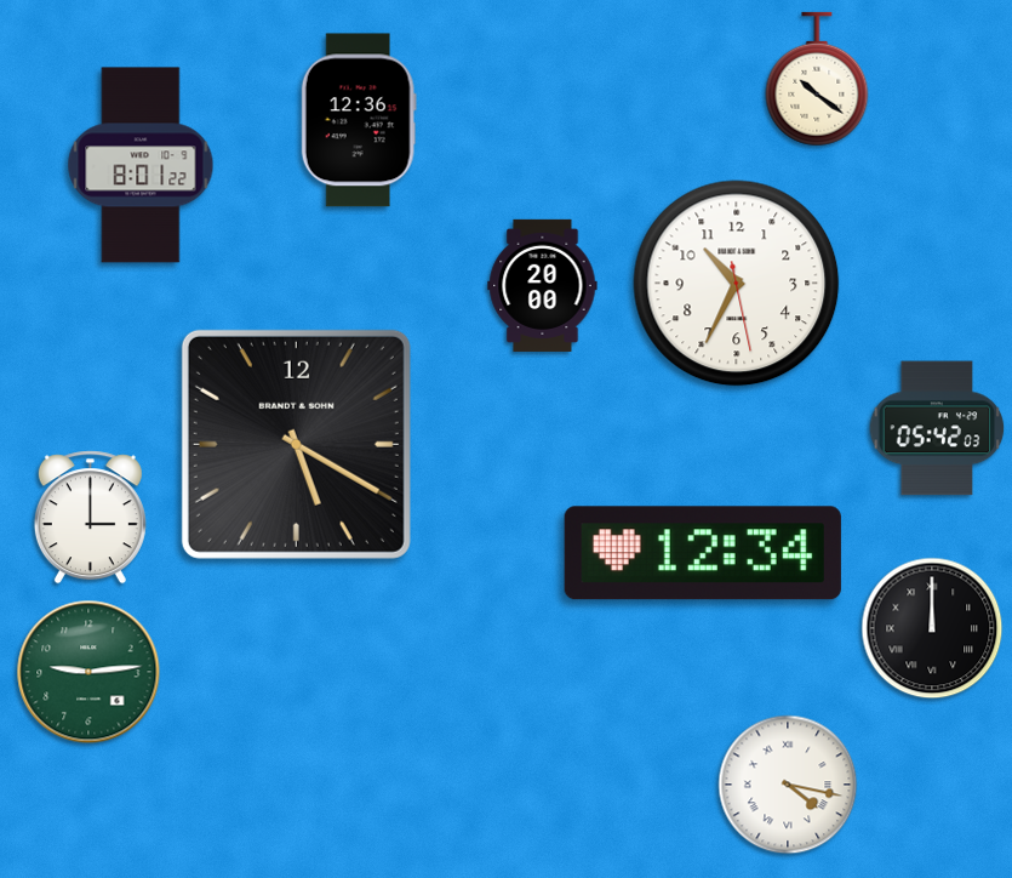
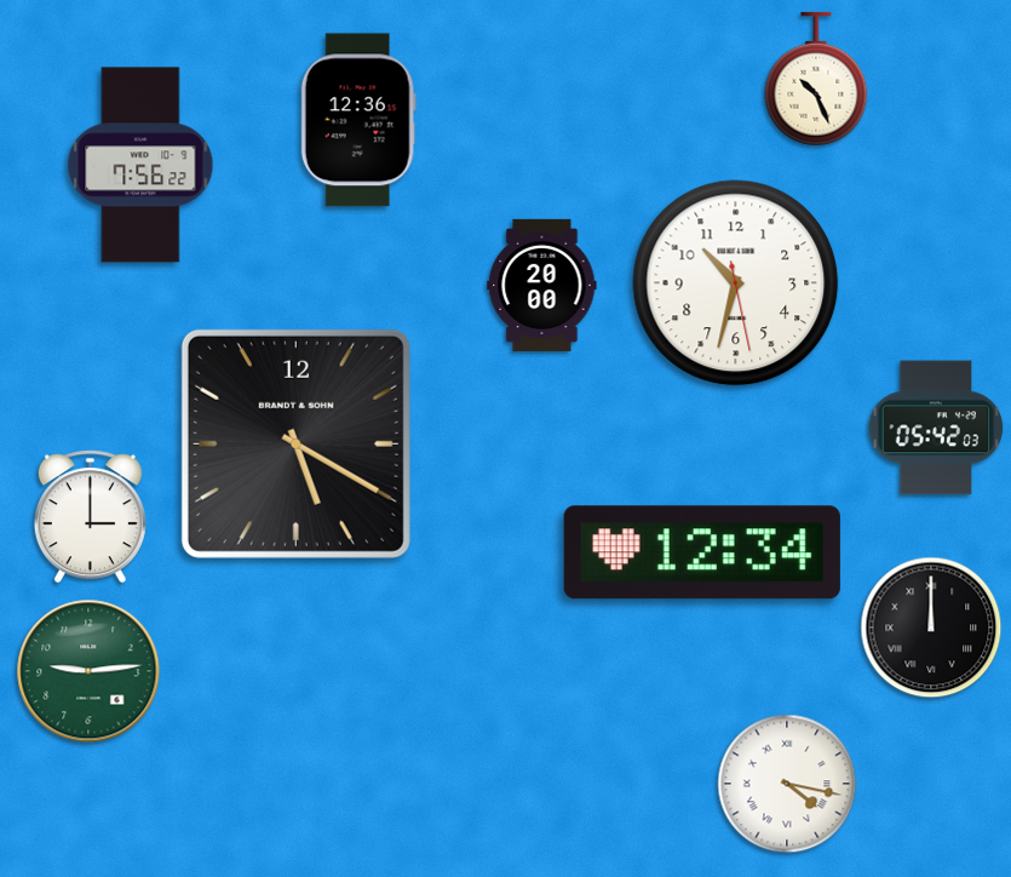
clock at (817, 79): 10:21 -> 10:26
clock at (141, 165): 8:01 -> 7:56
clock at (737, 284): 10:34 -> 10:32
